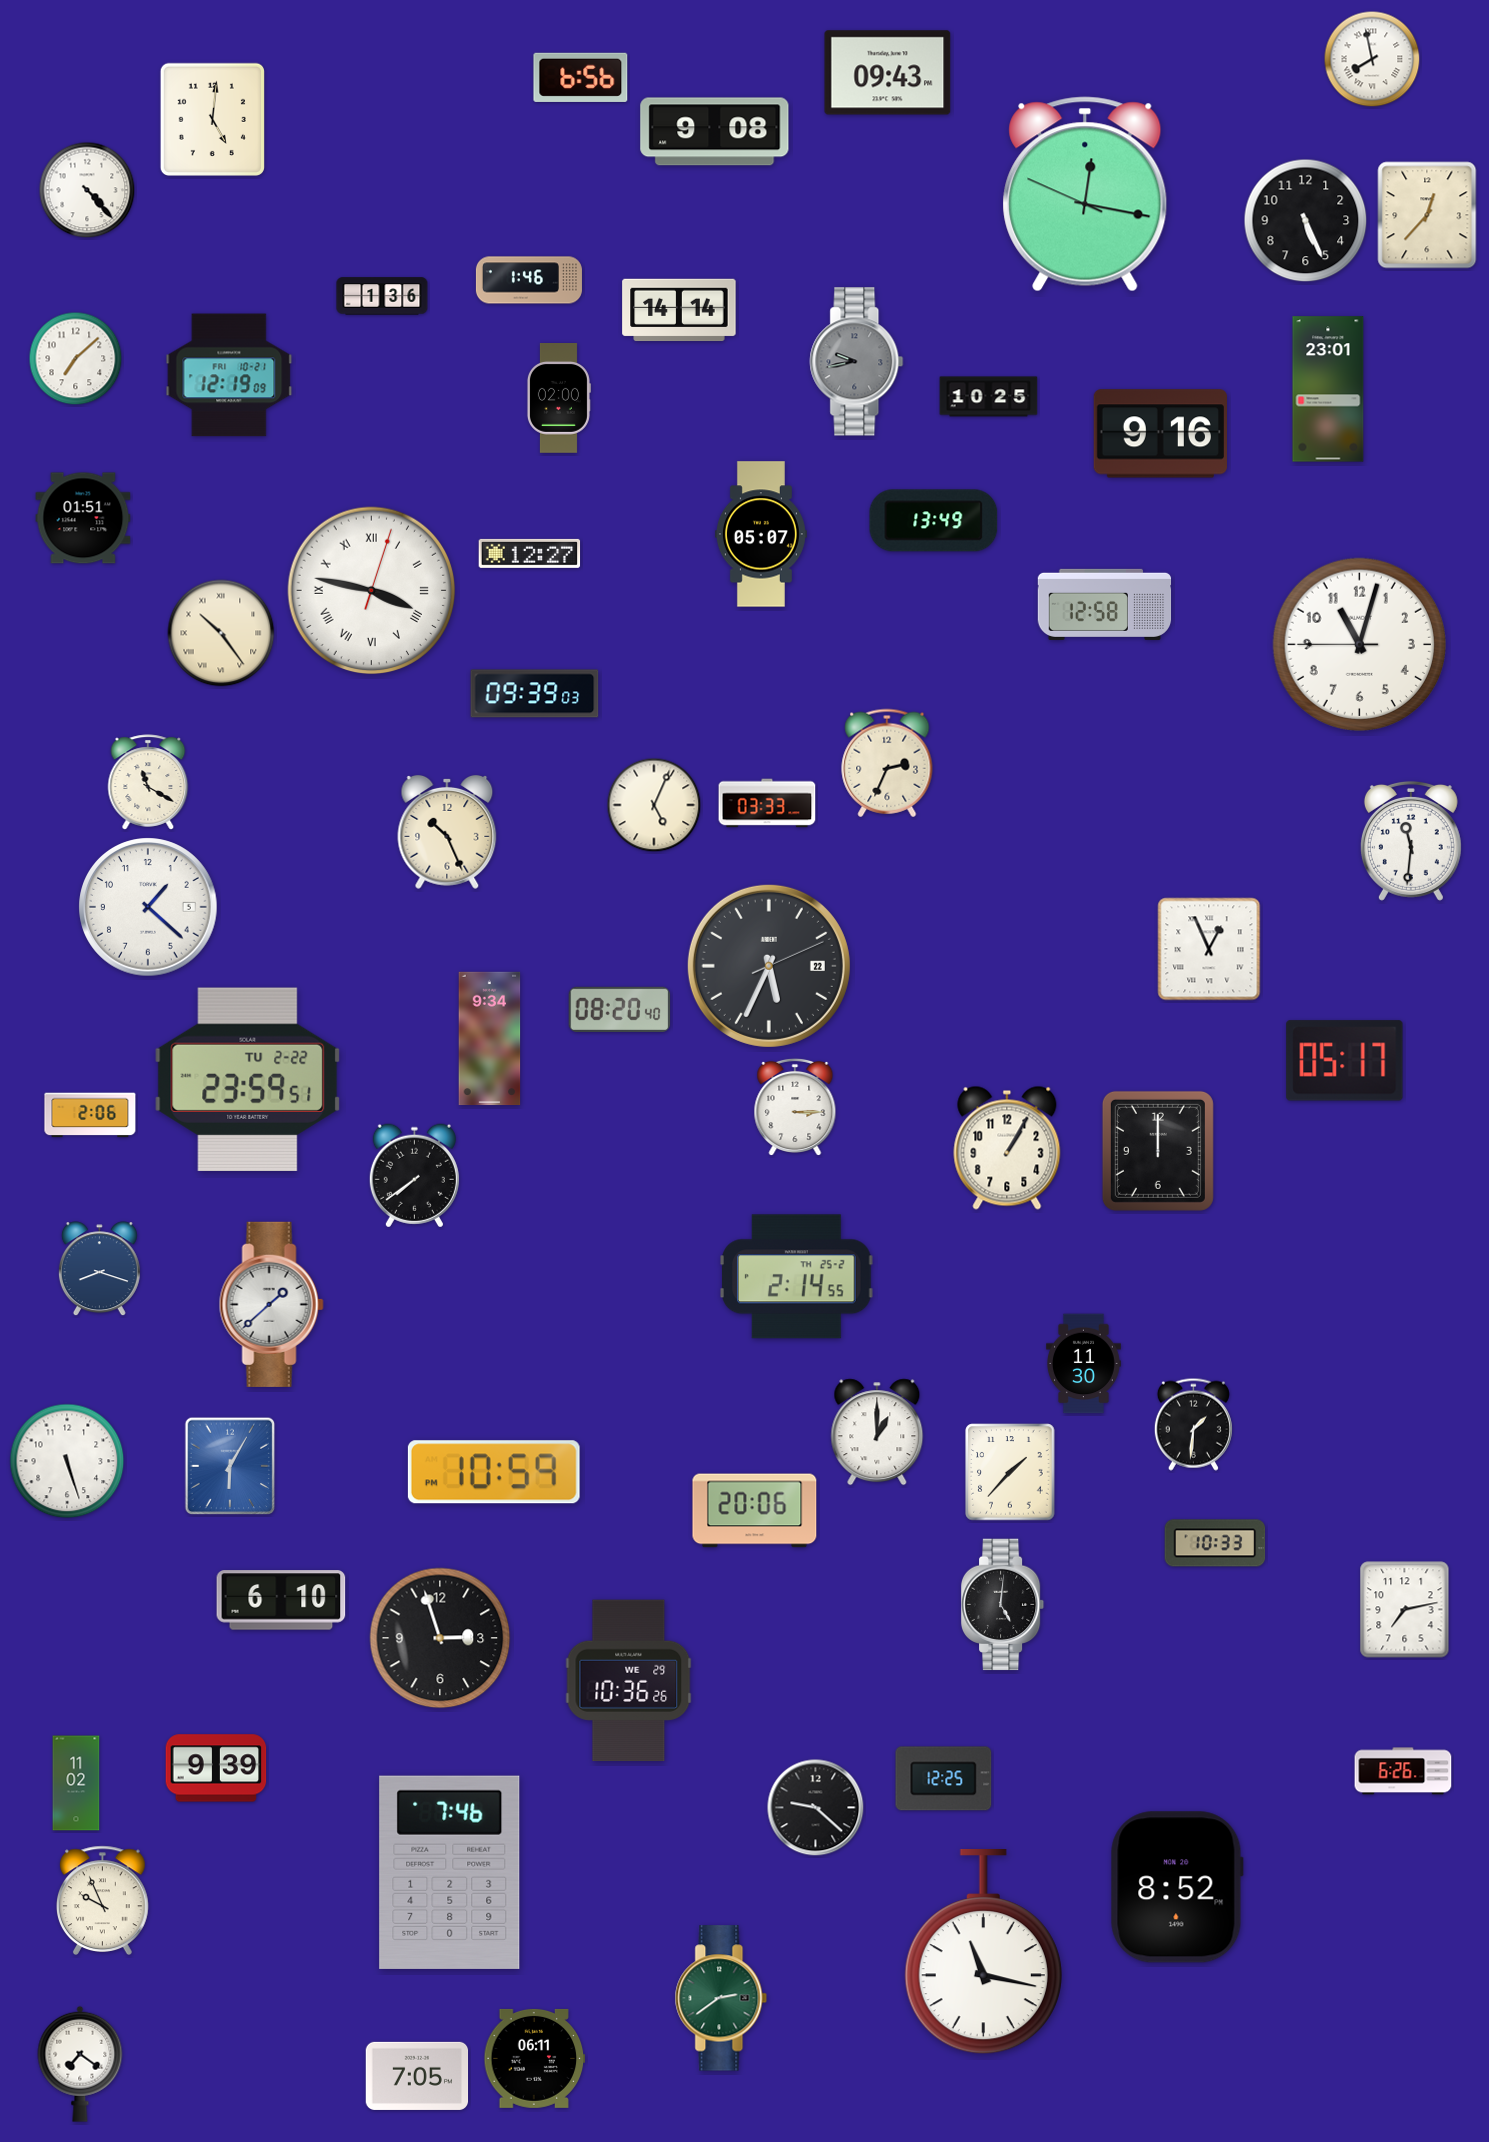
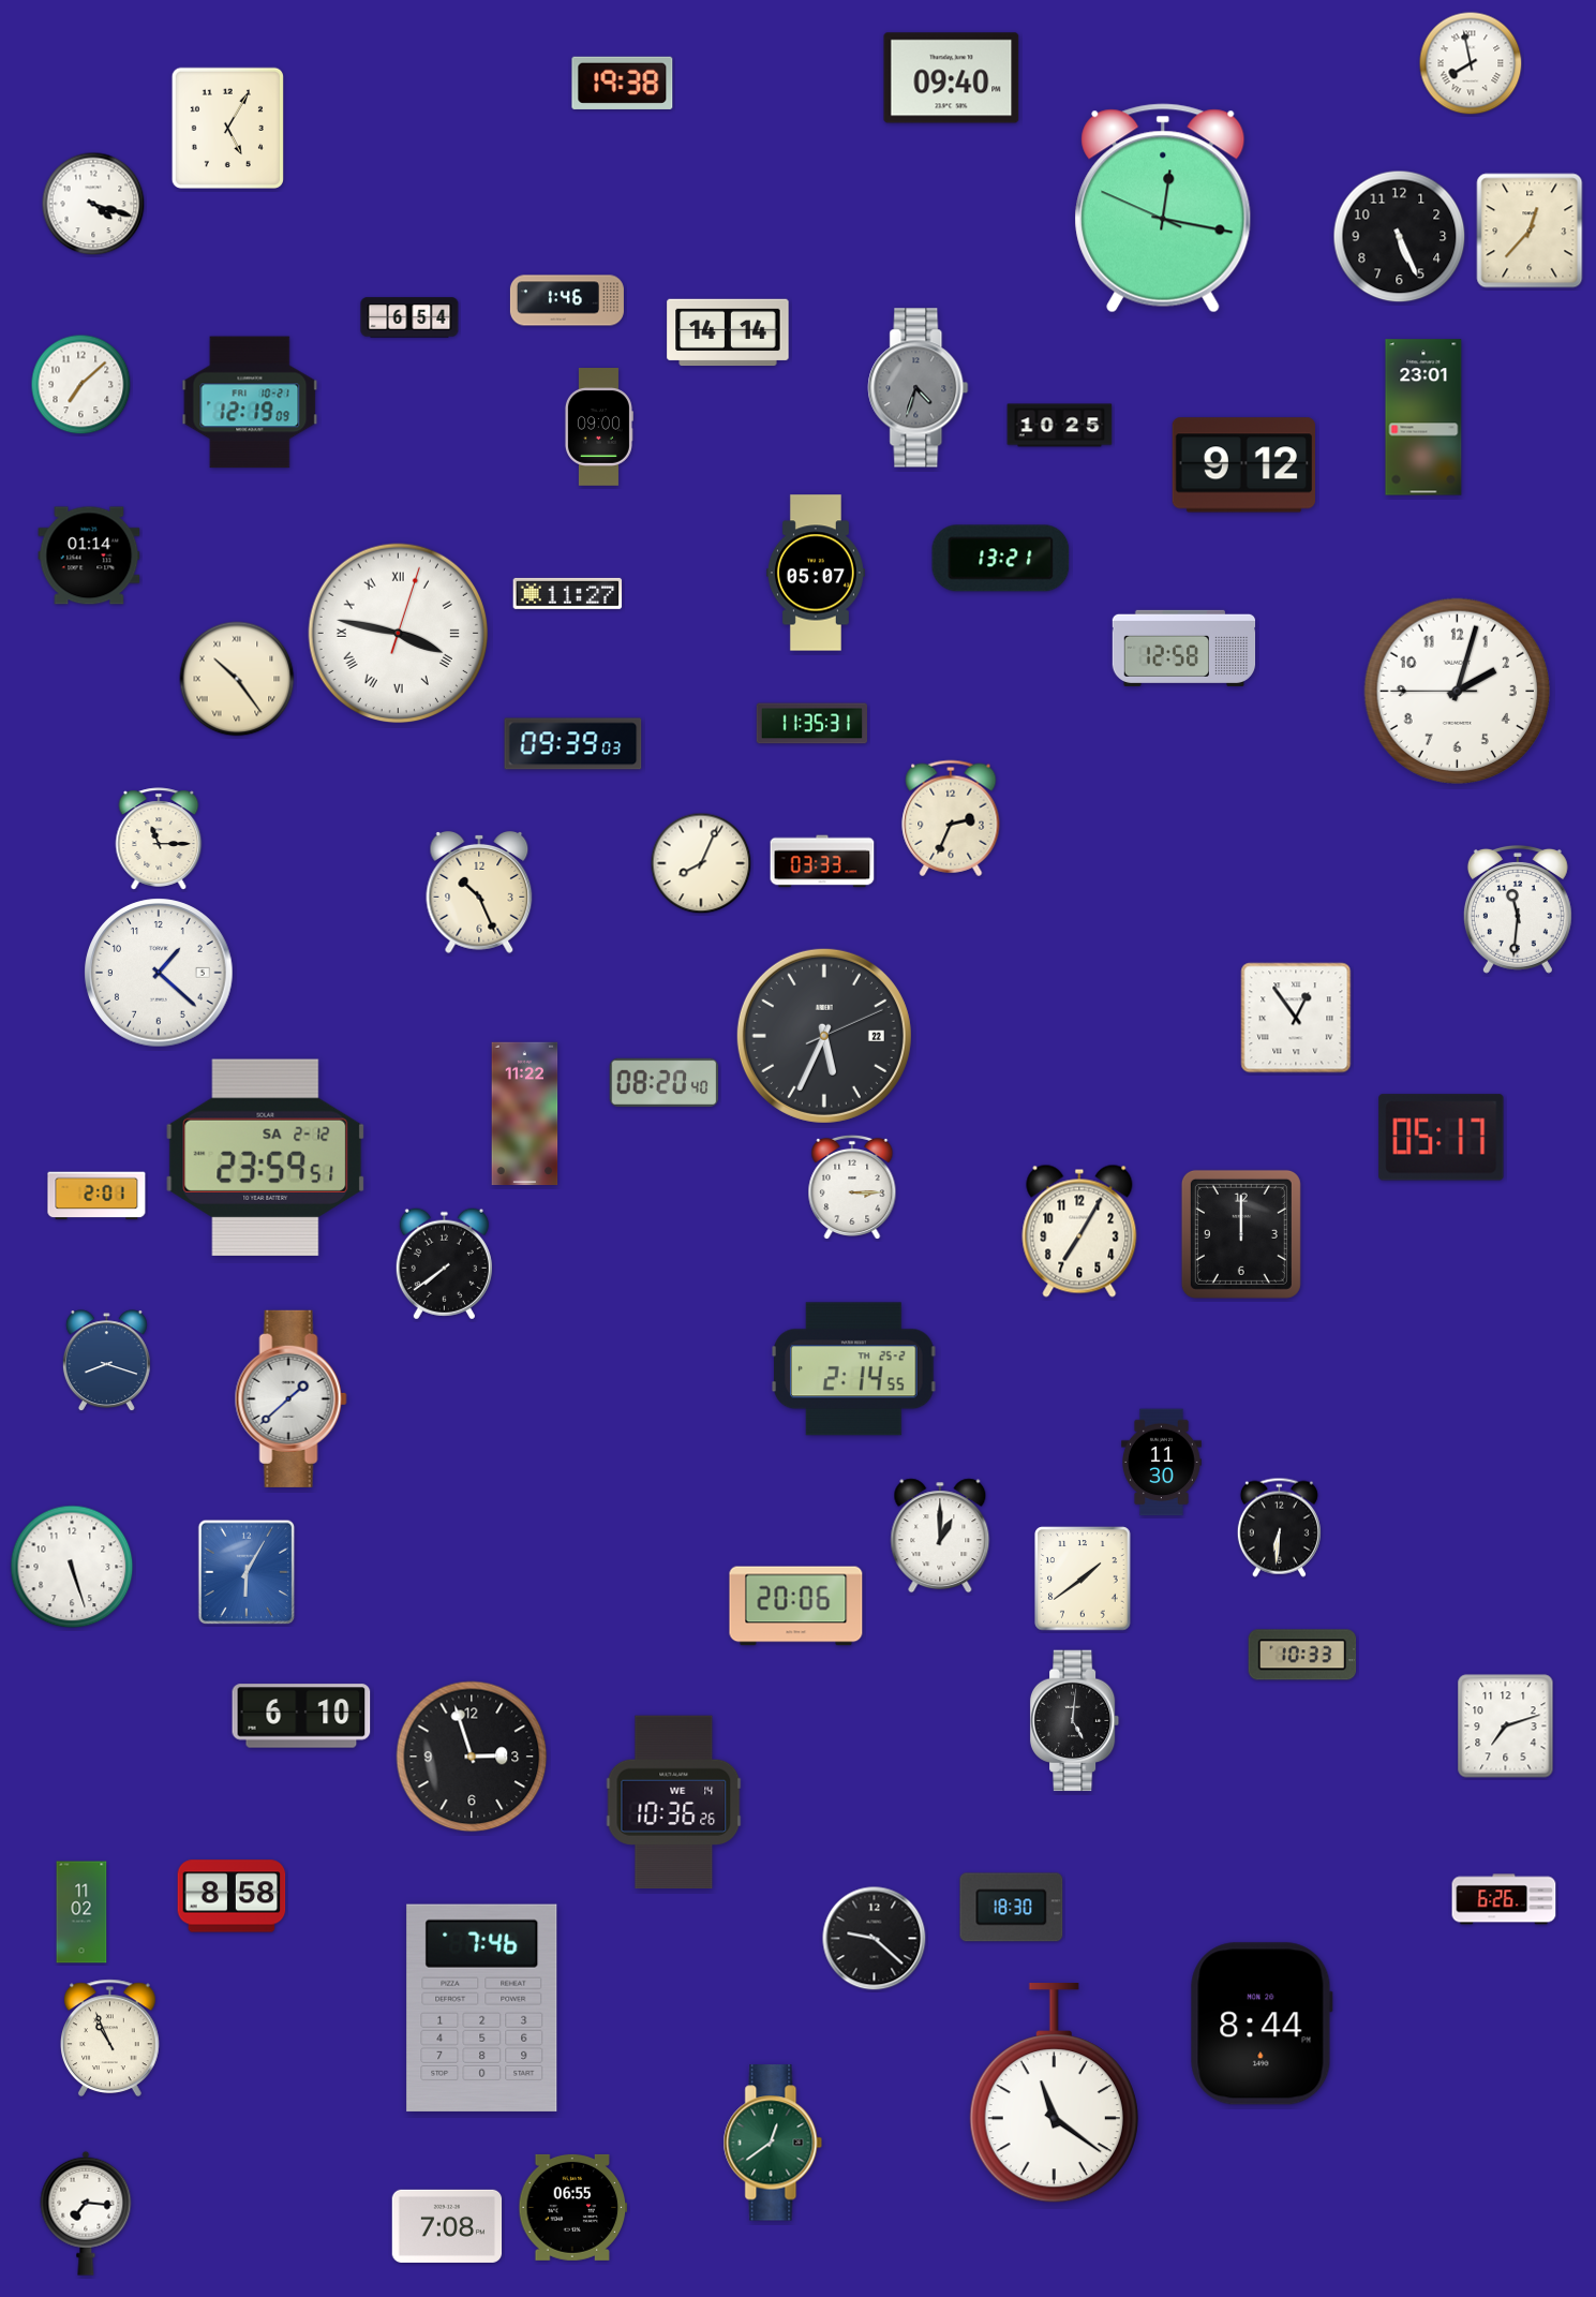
clock at (888, 73): 09:43 -> 09:40
clock at (581, 77): 6:56 -> 19:38
clock at (212, 119): 5:01 -> 5:05
clock at (715, 132): 9:08 -> none
clock at (87, 190): 4:23 -> 4:18
clock at (382, 296): 1:36 -> 6:54
clock at (857, 362): 9:43 -> 4:33
clock at (229, 375) position: (229, 375) -> (250, 402)
clock at (558, 399): 02:00 -> 09:00
clock at (1160, 434): 9:16 -> 9:12
clock at (83, 518): 01:51 -> 01:14
clock at (934, 521): 13:49 -> 13:21
clock at (530, 553): 12:27 -> 11:27
clock at (1359, 644): 11:02 -> 2:02
clock at (811, 724): none -> 11:35
clock at (148, 782): 11:20 -> 11:15
clock at (654, 805): 5:04 -> 8:04
clock at (1411, 841) position: (1411, 841) -> (1518, 909)
clock at (1209, 949): 12:56 -> 12:54
clock at (490, 1039): 9:34 -> 11:22
clock at (248, 1079) date: TU 2-22 -> SA 2-12
clock at (90, 1115): 2:06 -> 2:01
clock at (1007, 1148): 1:05 -> 7:05
clock at (414, 1176) position: (414, 1176) -> (444, 1264)
clock at (1193, 1424): 1:31 -> 6:31
clock at (494, 1472): 10:59 -> none
clock at (1010, 1472): 1:37 -> 1:39
clock at (755, 1511) position: (755, 1511) -> (796, 1606)
clock at (1405, 1610): 7:13 -> 7:12
clock at (629, 1681) date: WE 29 -> WE 14
clock at (216, 1768): 9:39 -> 8:58
clock at (944, 1779): 12:25 -> 18:30
clock at (1177, 1887): 8:52 -> 8:44
clock at (103, 1900): 9:56 -> 10:56
clock at (983, 1953): 11:17 -> 11:21
clock at (721, 1998): 2:39 -> 12:39
clock at (535, 2058): 06:11 -> 06:55
clock at (80, 2064): 7:21 -> 7:16
clock at (417, 2076): 7:05 -> 7:08
